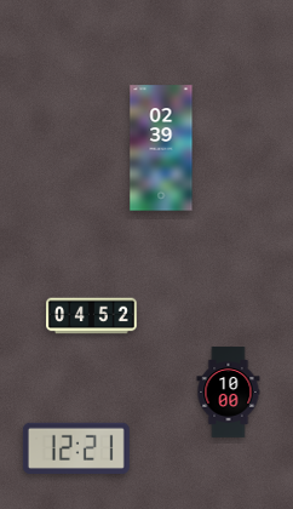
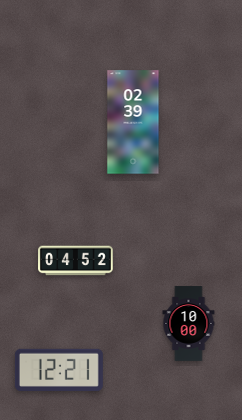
clock at (76, 448) position: (76, 448) -> (59, 370)
